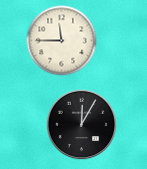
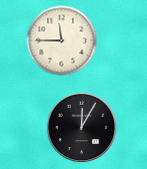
clock at (82, 125) position: (82, 125) -> (82, 128)
